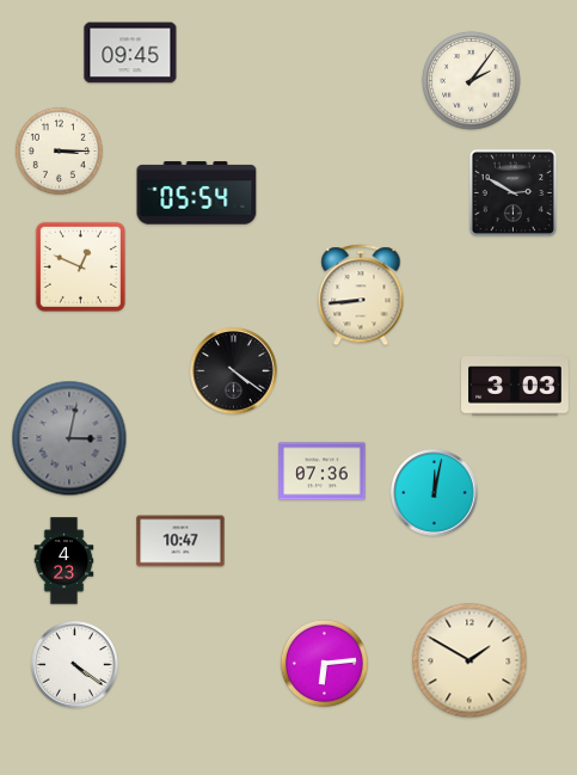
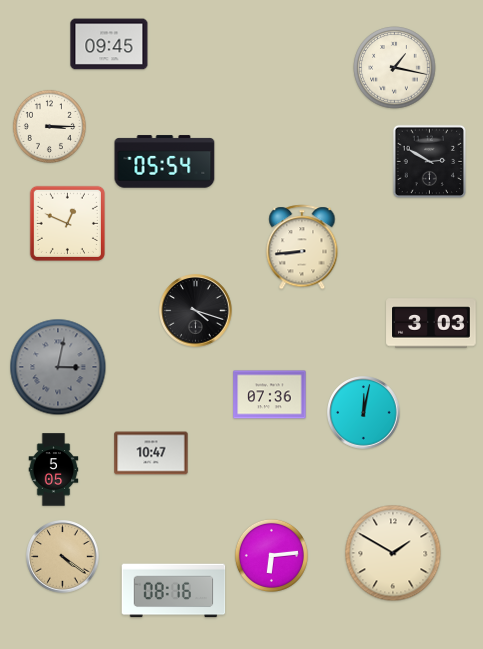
clock at (472, 81): 2:06 -> 1:17
clock at (234, 371): 4:21 -> 4:18
clock at (65, 561): 4:23 -> 5:05
clock at (75, 665) dial: white -> champagne
clock at (174, 591): none -> 08:16
